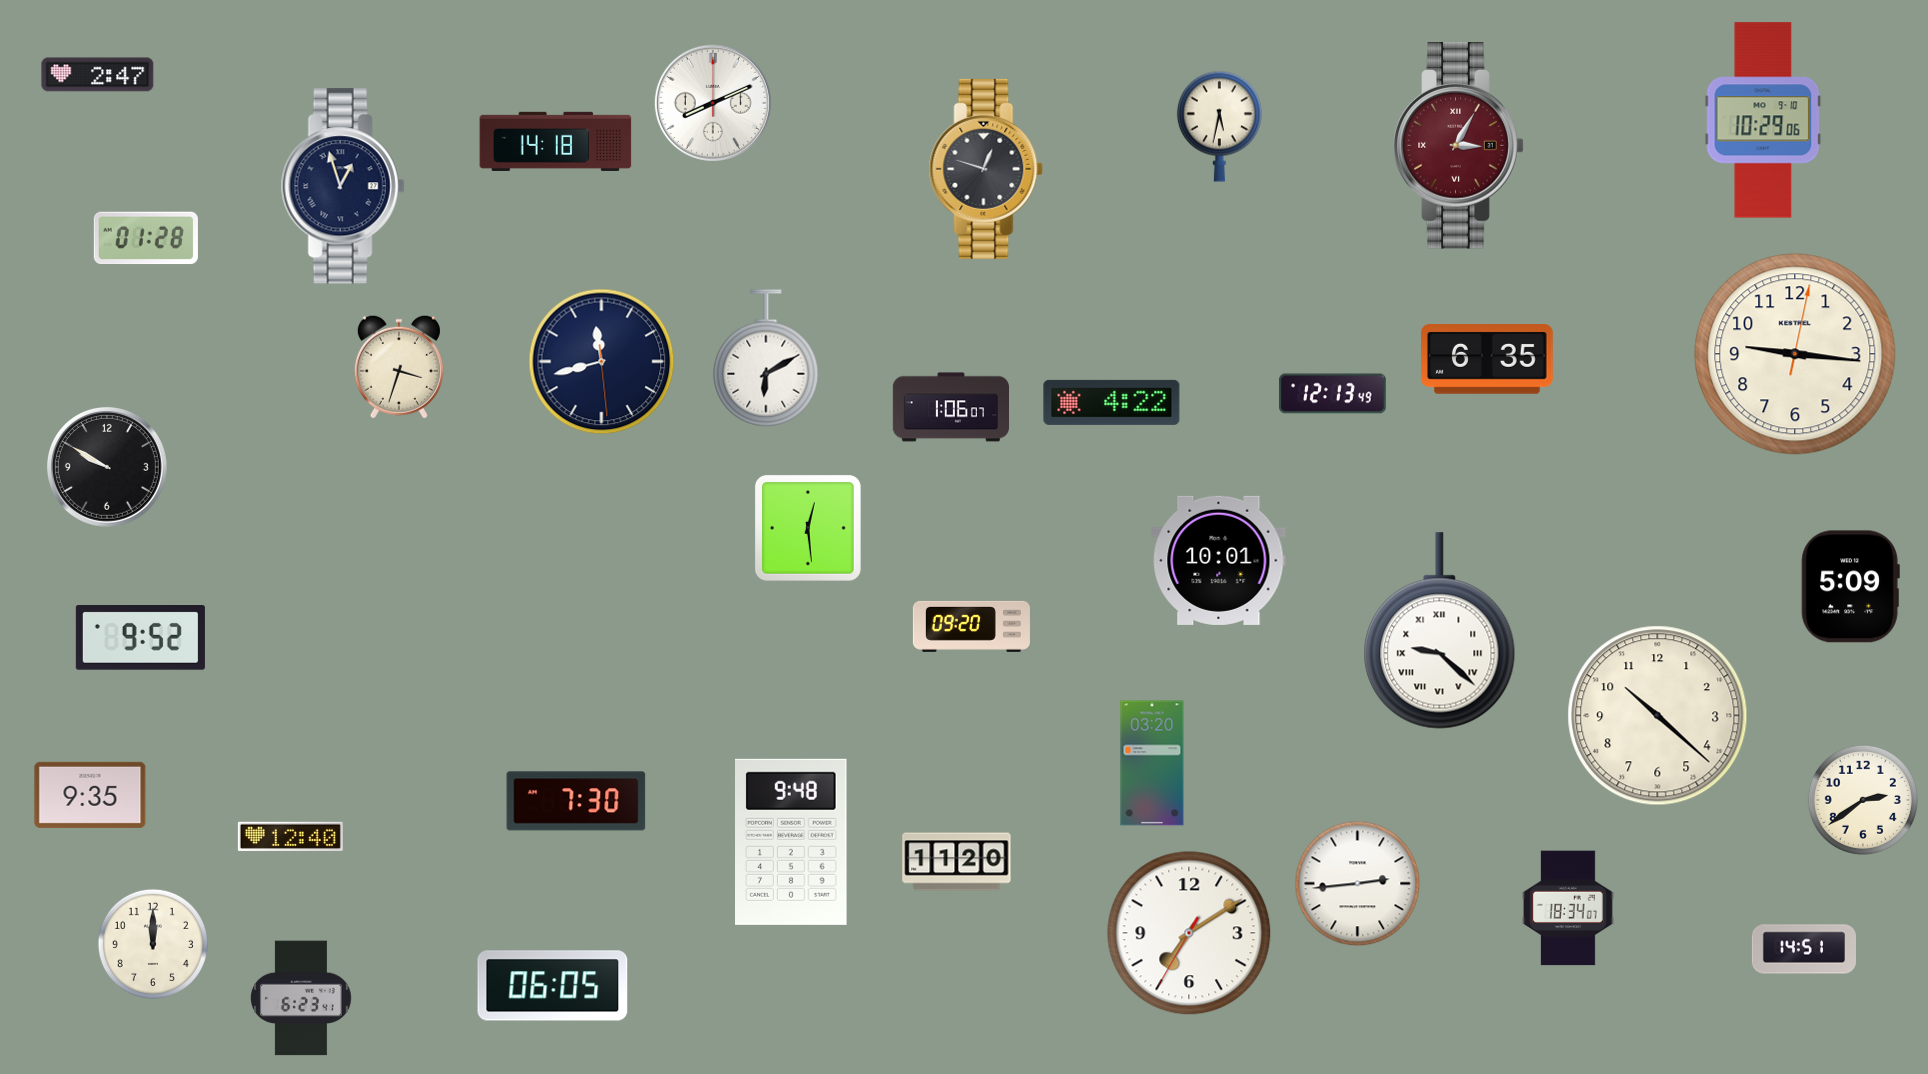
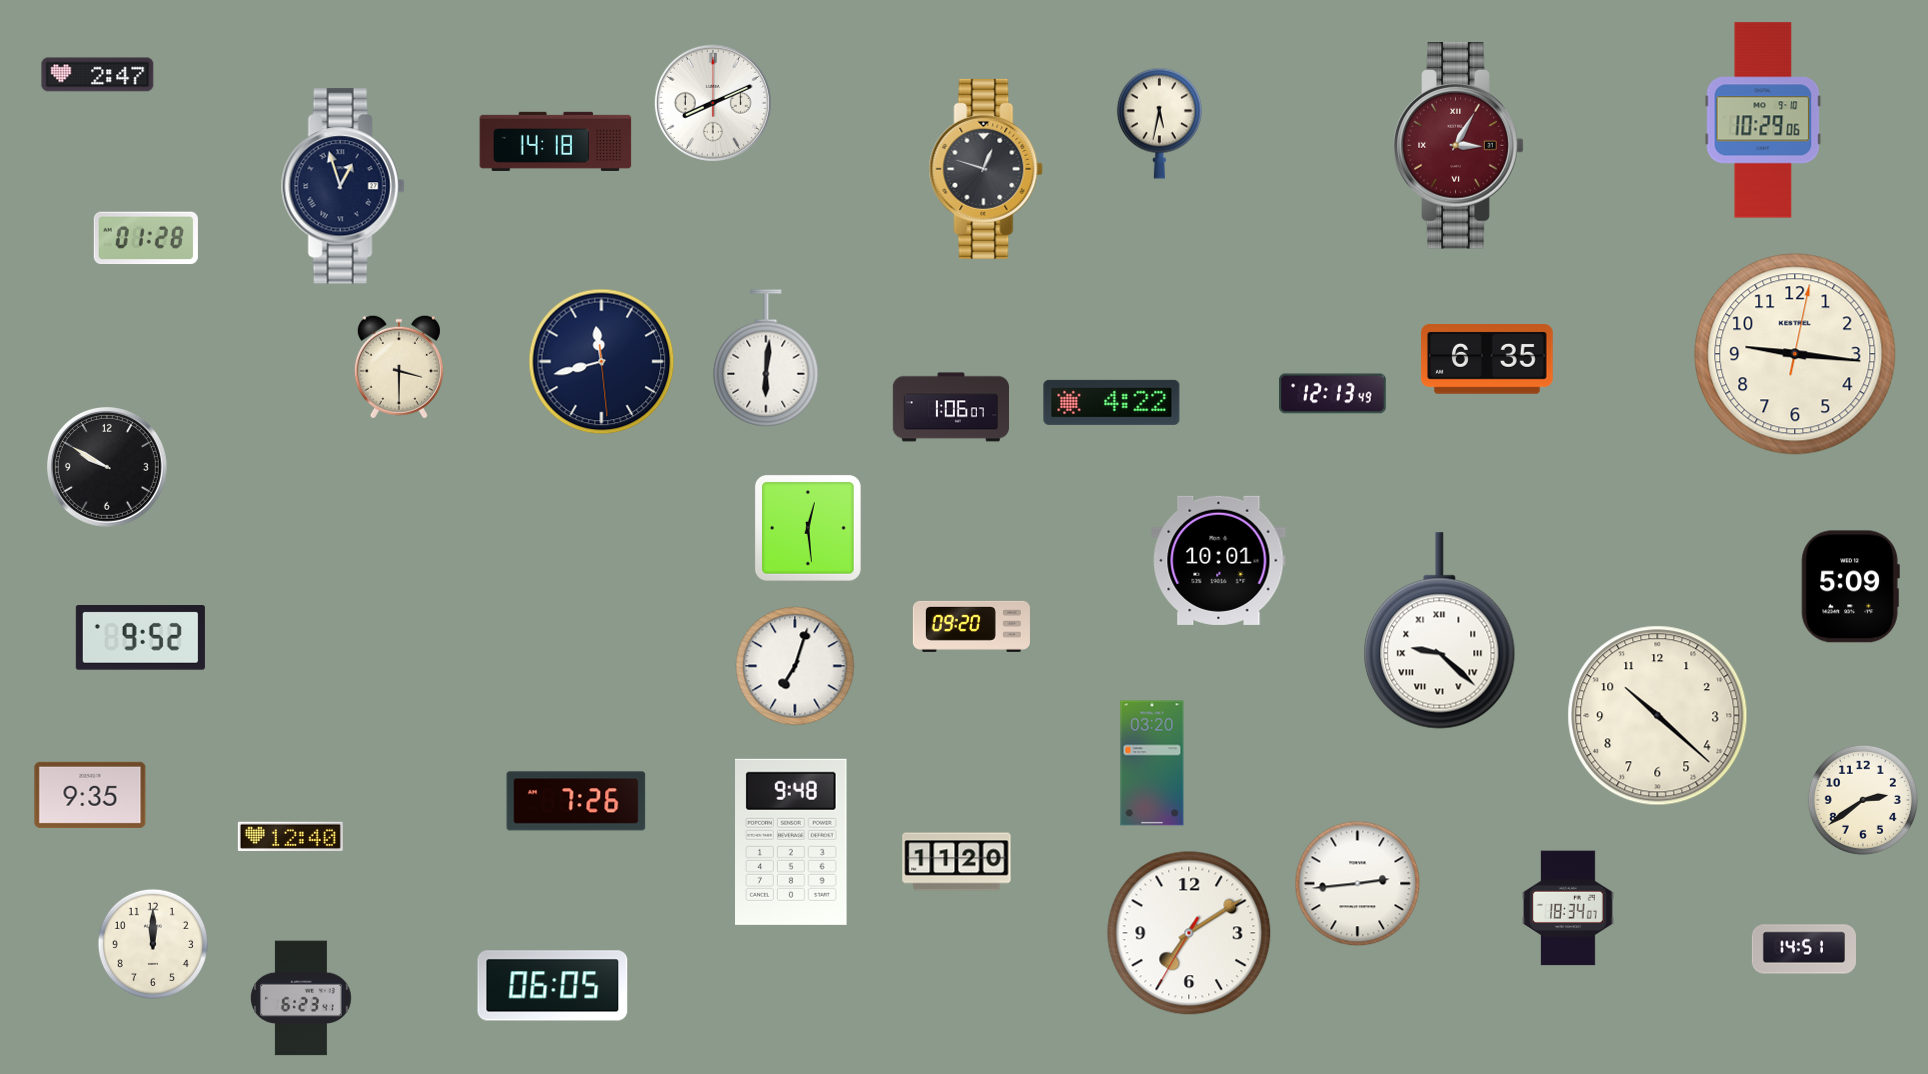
clock at (1219, 126) position: (1219, 126) -> (1159, 123)
clock at (766, 358): 6:10 -> 6:01
clock at (399, 367): 3:33 -> 3:30
clock at (795, 666): none -> 7:03
clock at (576, 801): 7:30 -> 7:26
